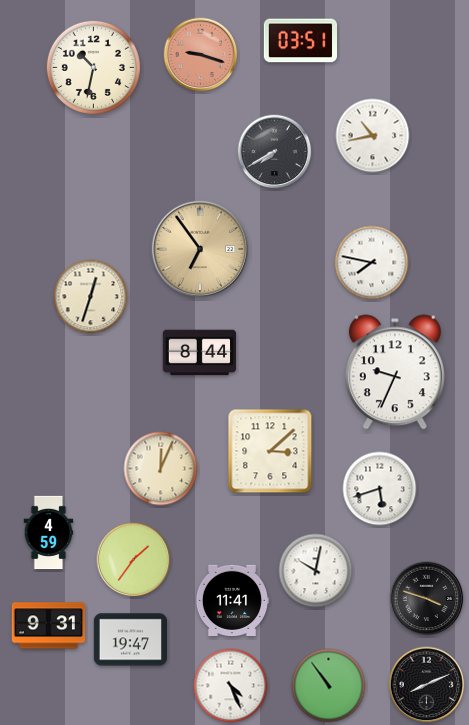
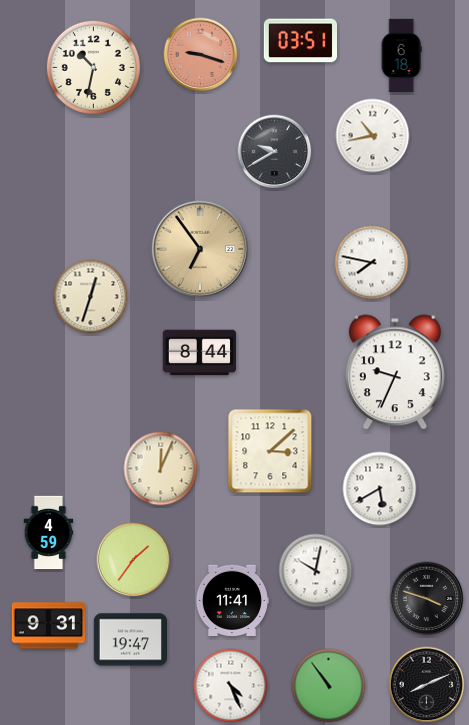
clock at (401, 56): none -> 6:18
clock at (275, 152): 7:40 -> 9:40
clock at (380, 489): 5:42 -> 5:40
